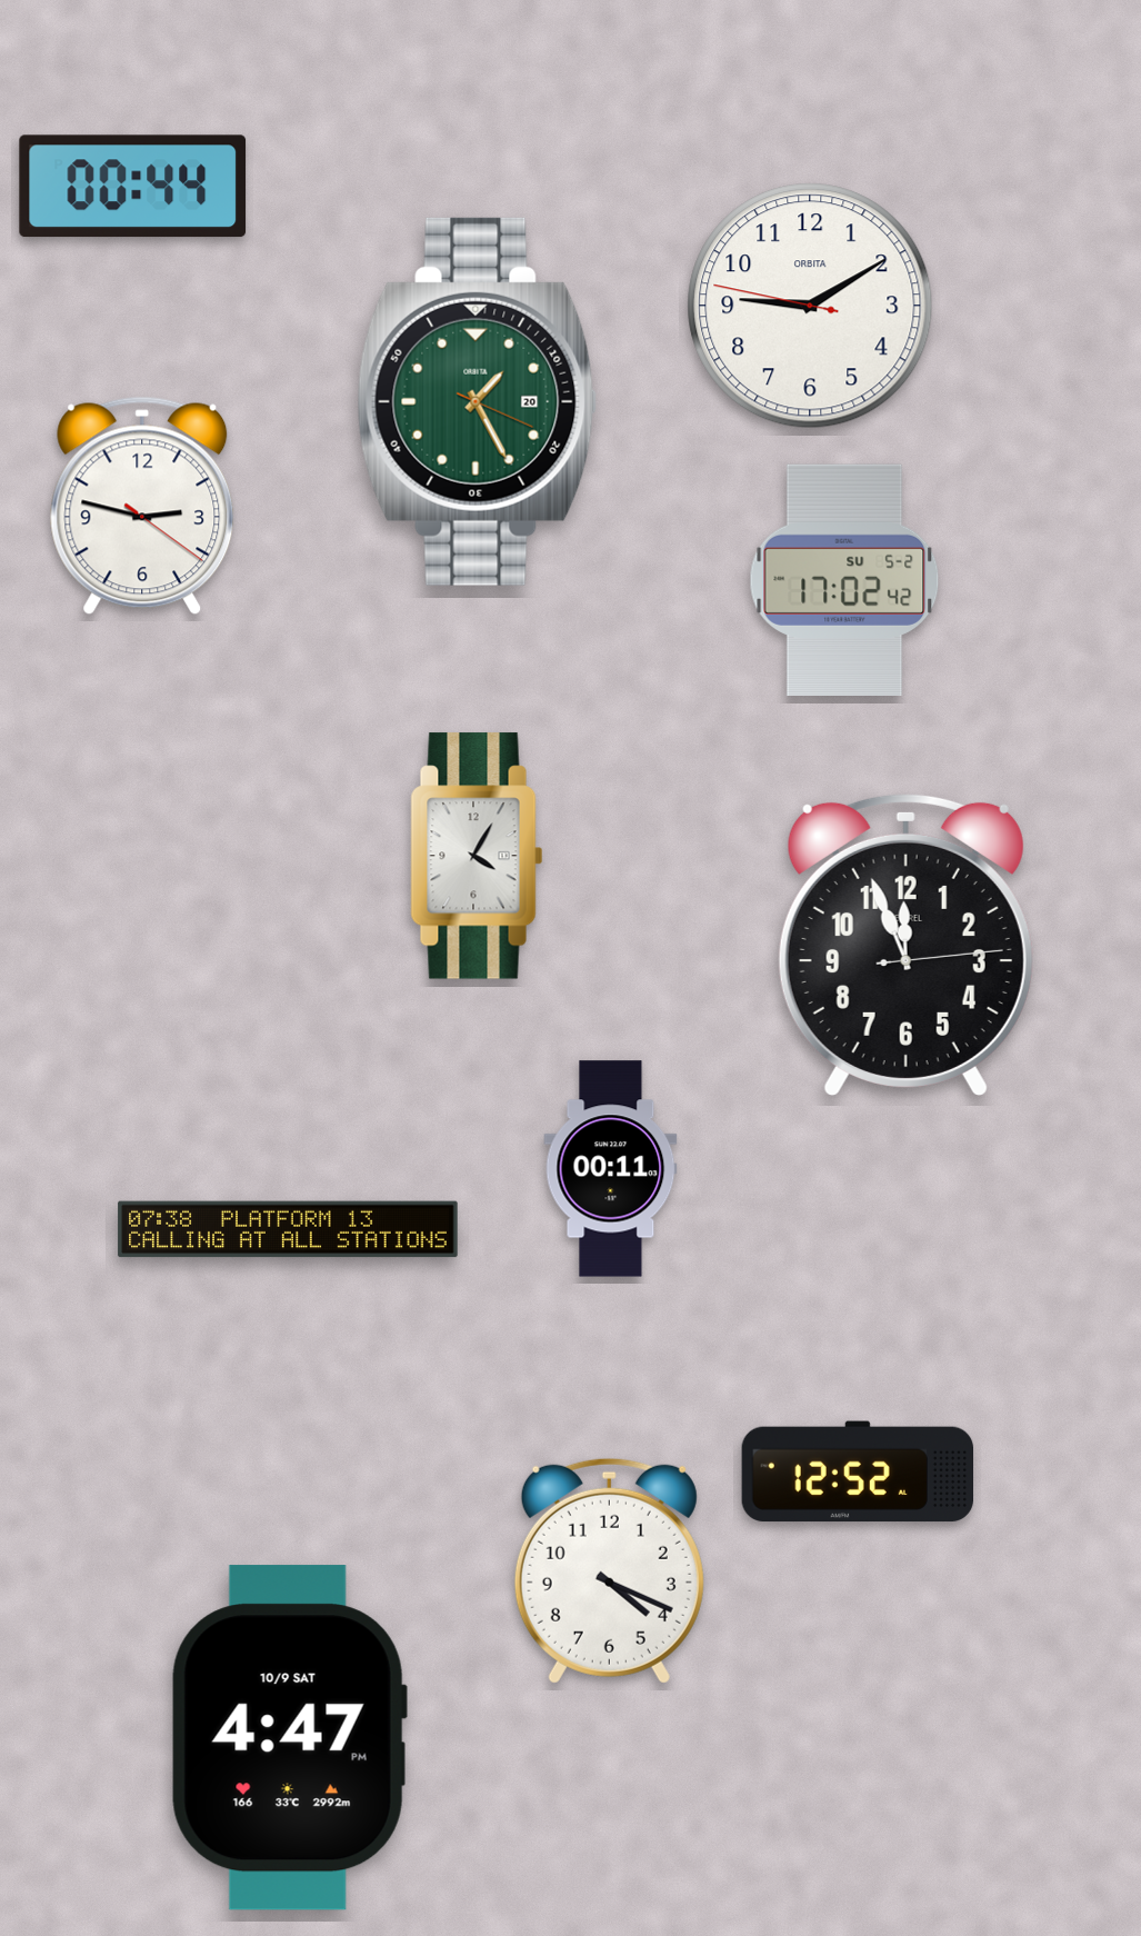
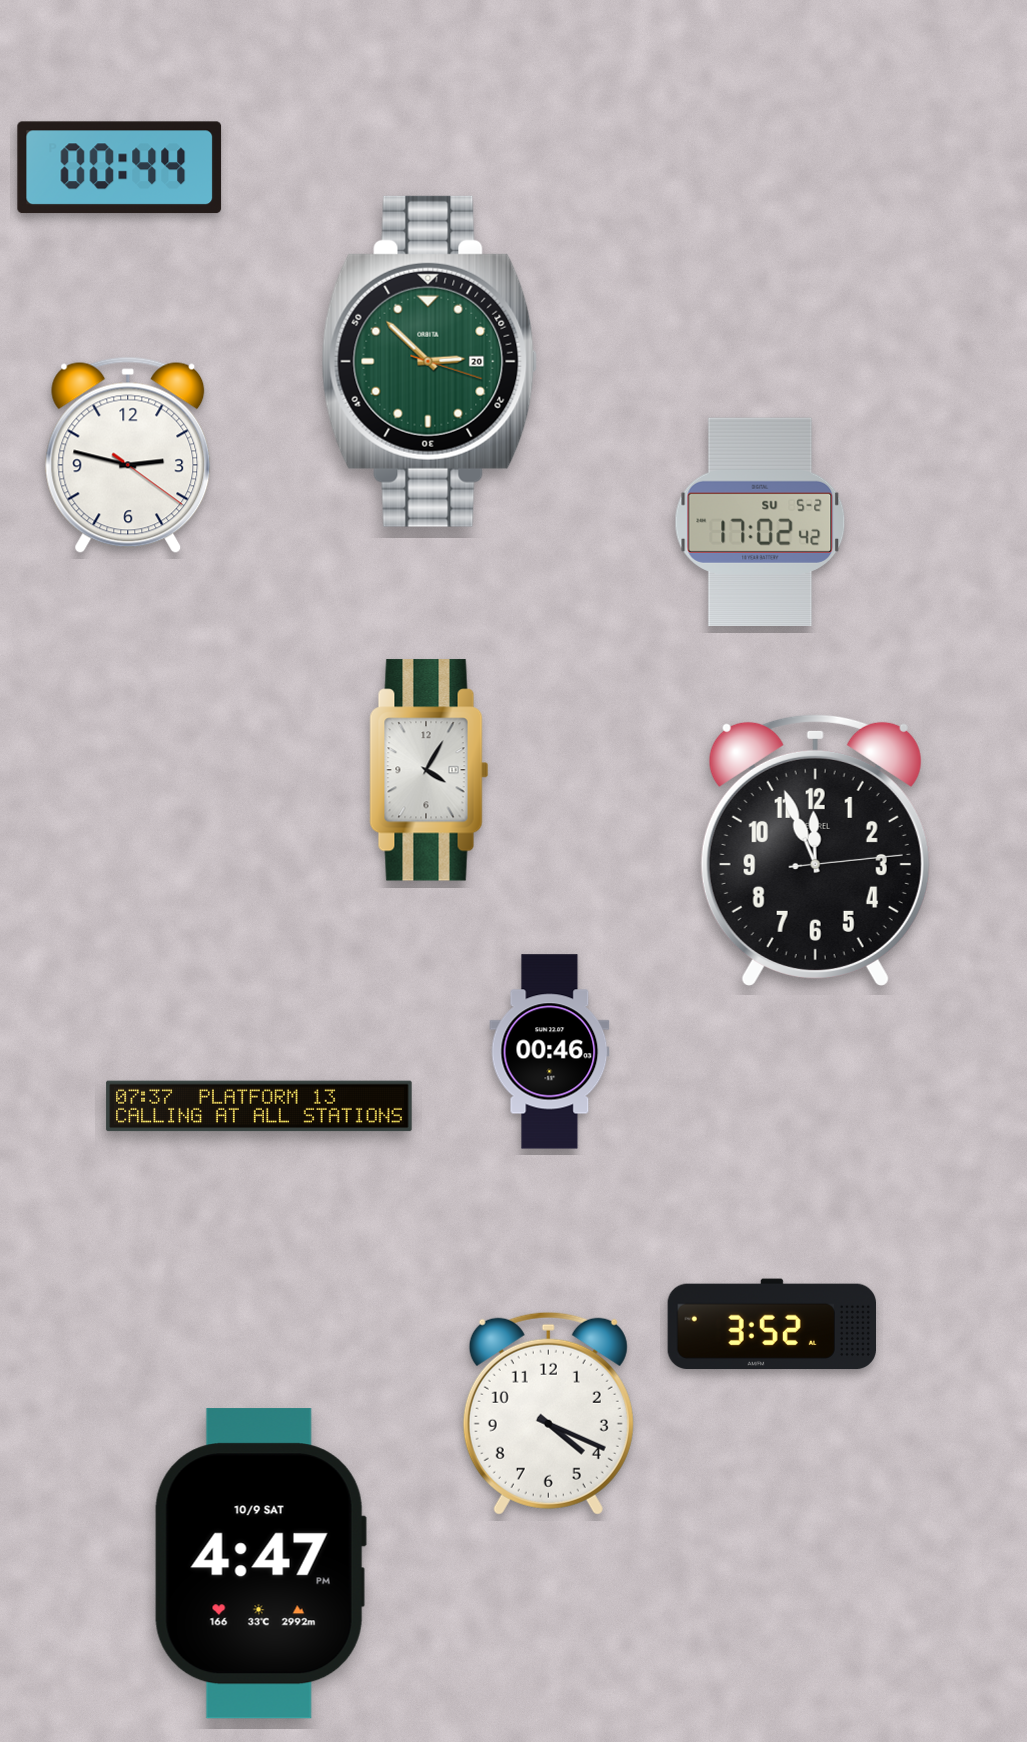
clock at (810, 306): 9:09 -> none
clock at (478, 401): 1:25 -> 2:52
clock at (611, 1169): 00:11 -> 00:46
clock at (288, 1229): 07:38 -> 07:37
clock at (857, 1471): 12:52 -> 3:52
